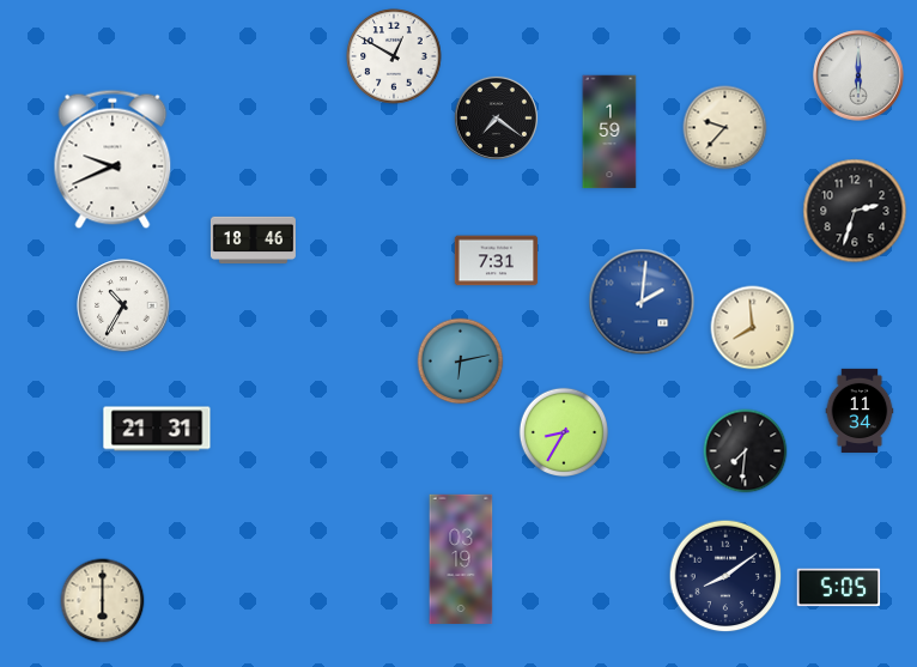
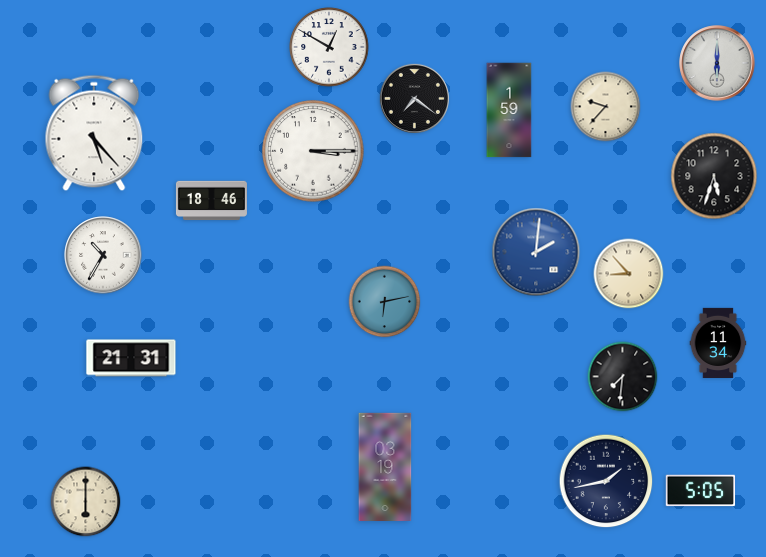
clock at (113, 159): 9:41 -> 5:23
clock at (313, 151): none -> 3:15
clock at (855, 211): 2:33 -> 5:33
clock at (497, 261): 7:31 -> none
clock at (753, 328): 7:59 -> 8:53
clock at (563, 431): 8:35 -> none
clock at (725, 576): 8:09 -> 1:43
